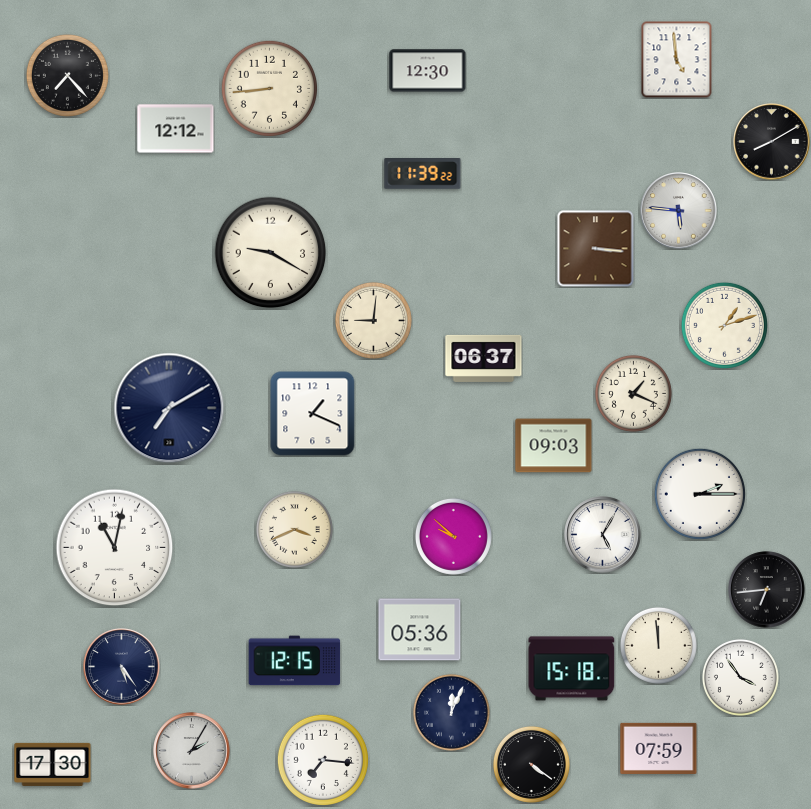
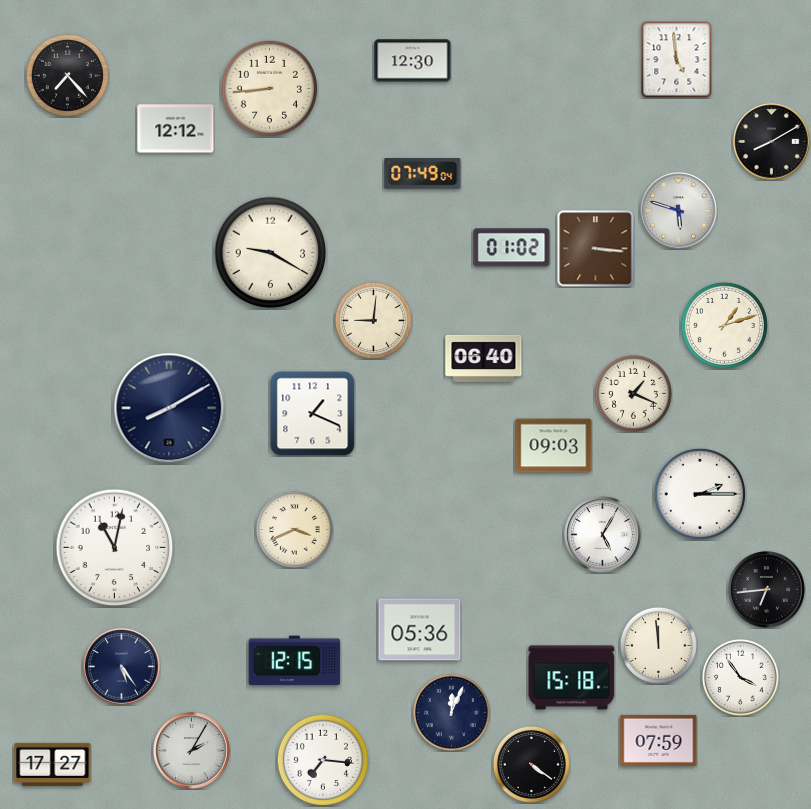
clock at (428, 71) position: (428, 71) -> (413, 61)
clock at (423, 174): 11:39 -> 07:49
clock at (679, 211): 5:46 -> 5:48
clock at (512, 248): none -> 01:02
clock at (484, 358): 06:37 -> 06:40
clock at (169, 408): 7:10 -> 8:10
clock at (453, 536): 9:52 -> none
clock at (572, 669) position: (572, 669) -> (572, 678)
clock at (659, 748) position: (659, 748) -> (659, 740)
clock at (53, 764): 17:30 -> 17:27
